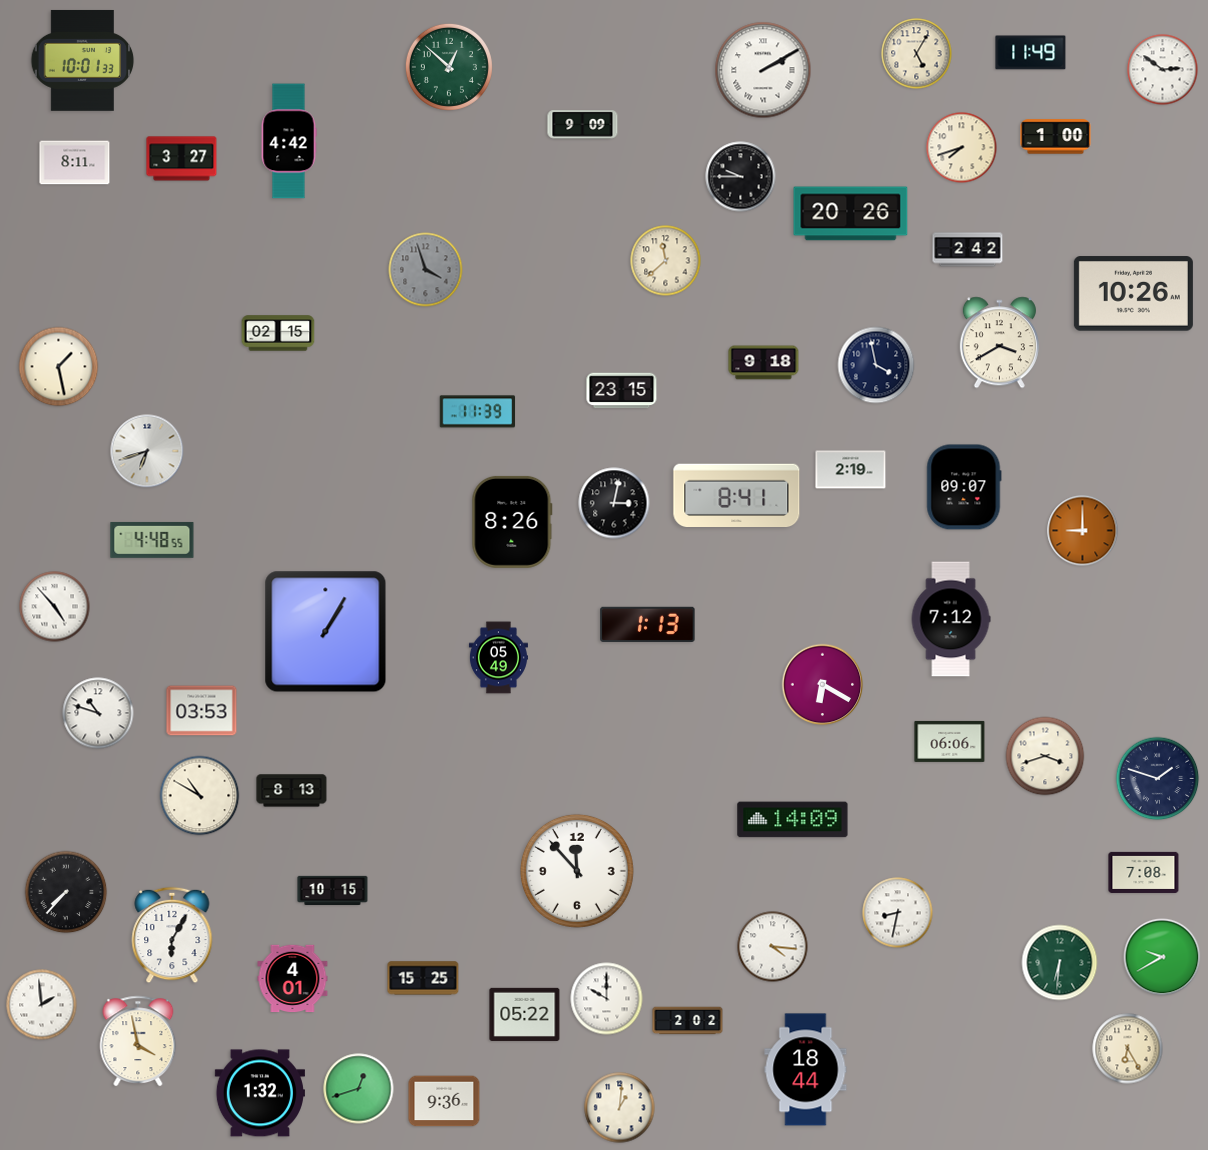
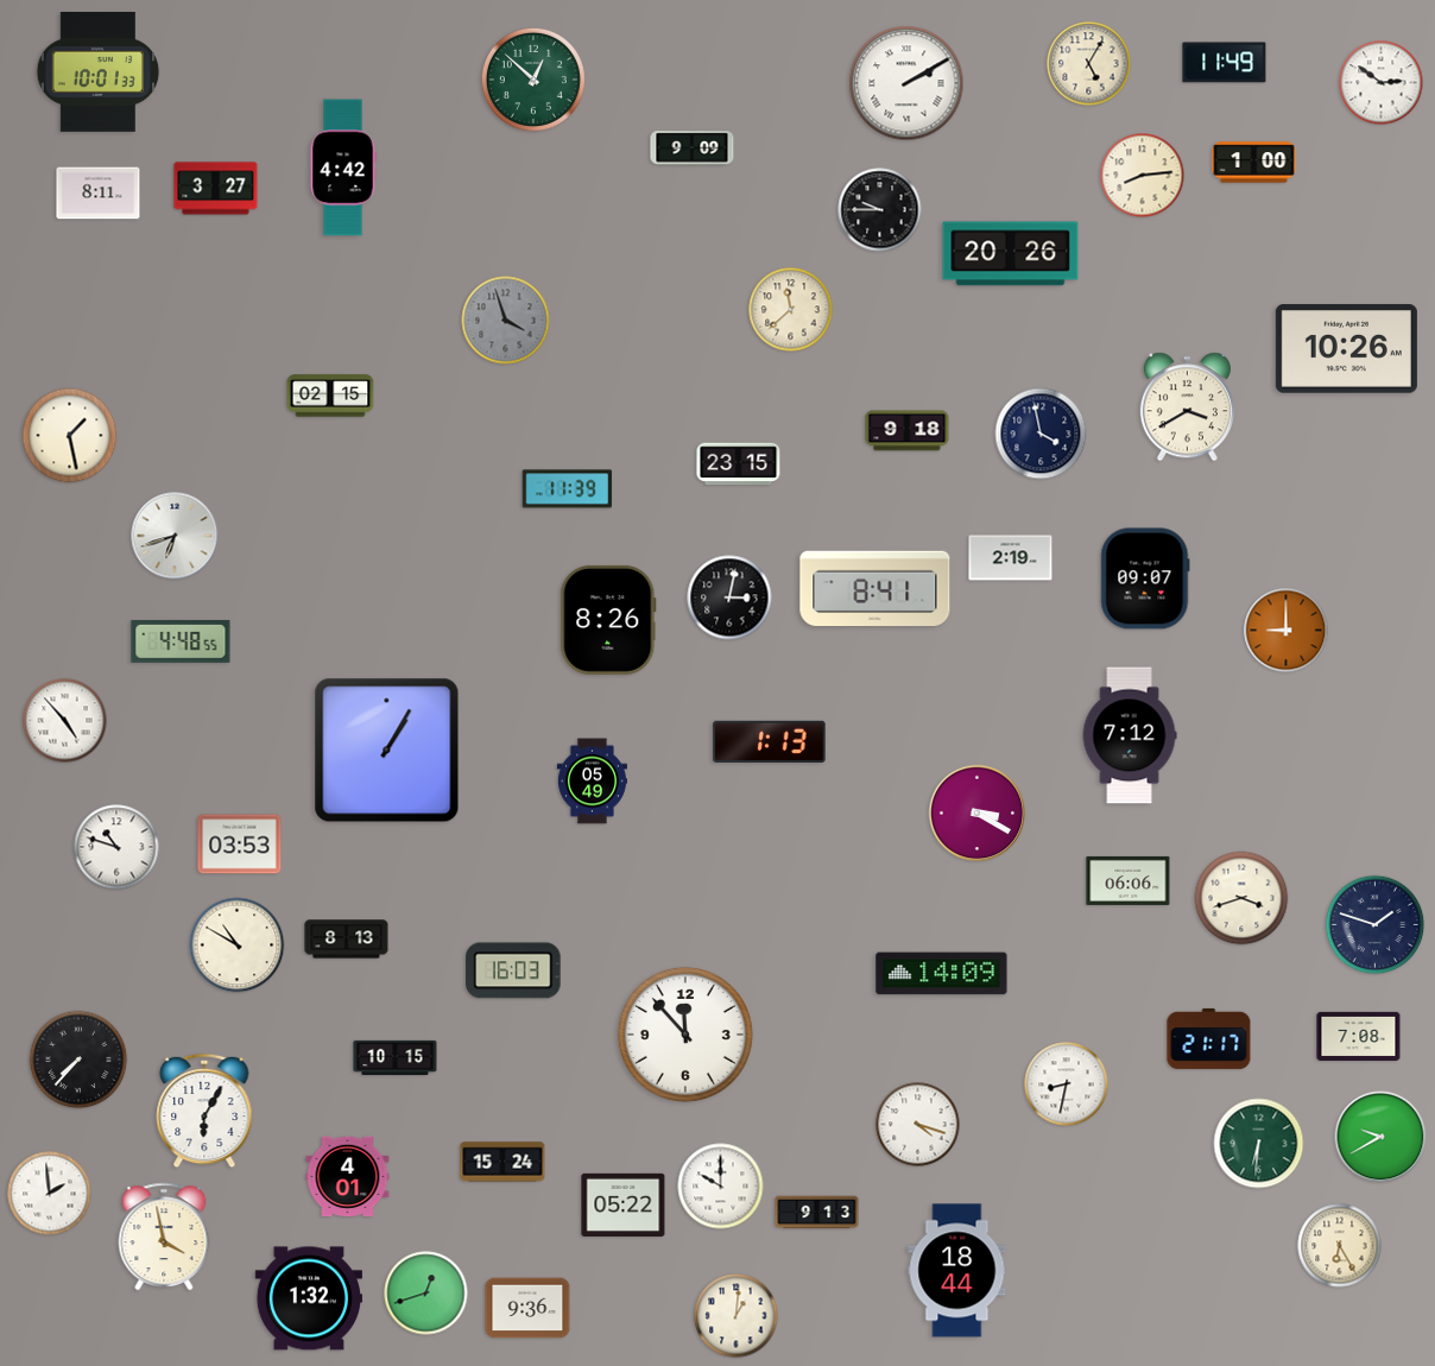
clock at (962, 148): 7:42 -> 8:14
clock at (75, 163) position: (75, 163) -> (99, 194)
clock at (968, 250): 2:42 -> none
clock at (823, 685): 6:20 -> 3:20
clock at (513, 970): none -> 16:03
clock at (1209, 1038): none -> 21:17
clock at (773, 947): 4:16 -> 4:18
clock at (423, 978): 15:25 -> 15:24
clock at (293, 979) position: (293, 979) -> (348, 1177)
clock at (688, 1021): 2:02 -> 9:13
